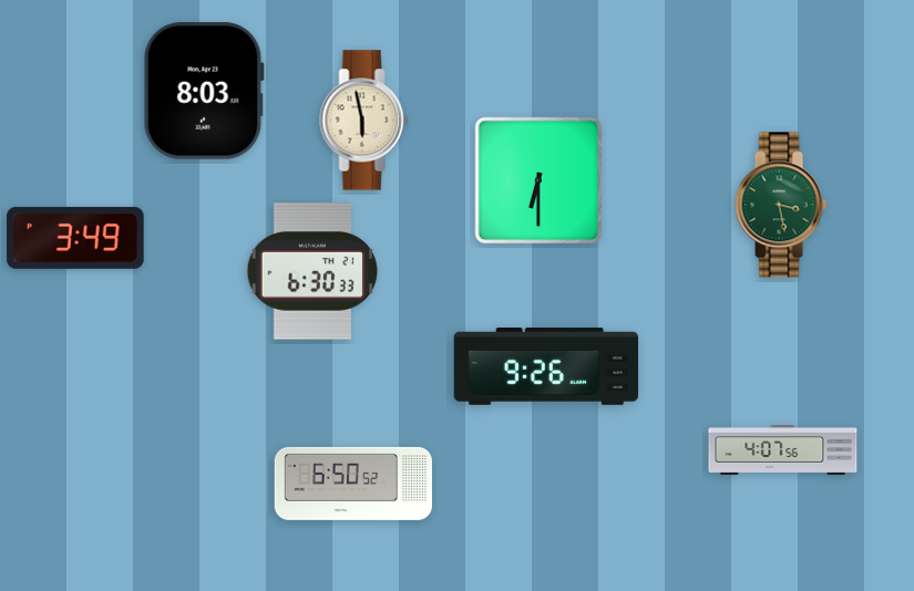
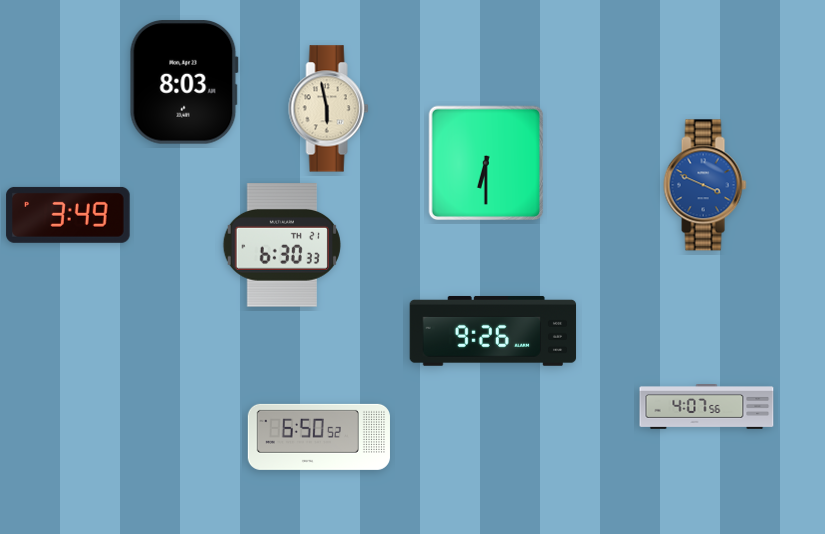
clock at (781, 205): 3:28 -> 3:49
clock at (781, 205) dial: green -> blue
